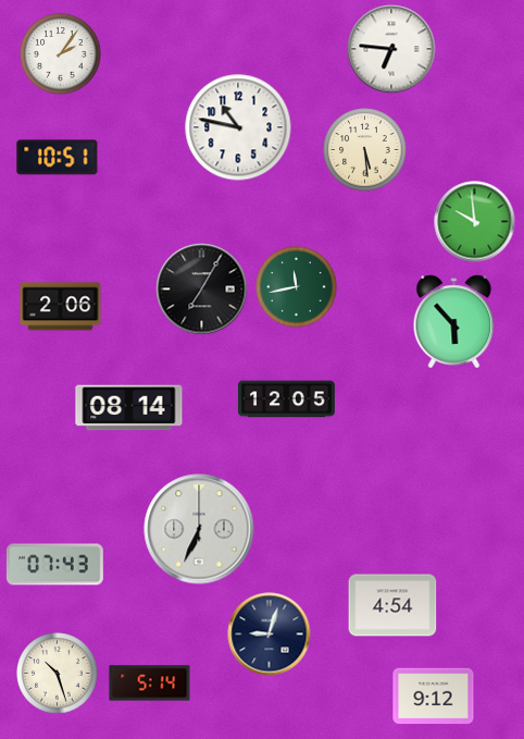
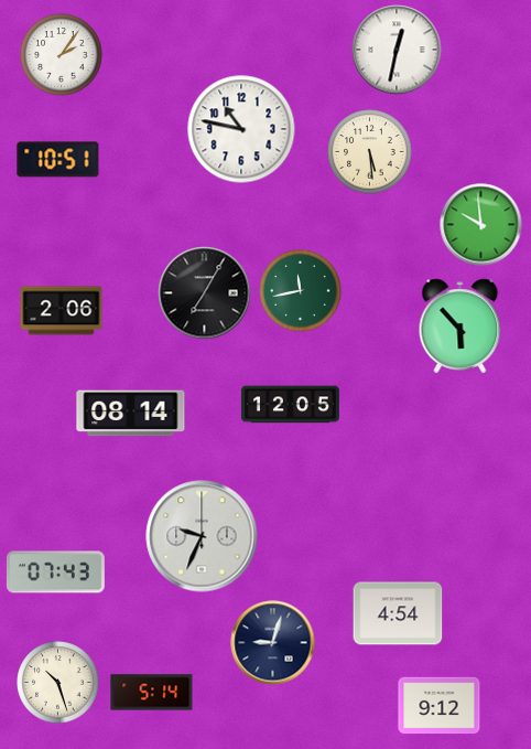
clock at (391, 49): 6:46 -> 12:32
clock at (199, 529): 6:34 -> 9:34
